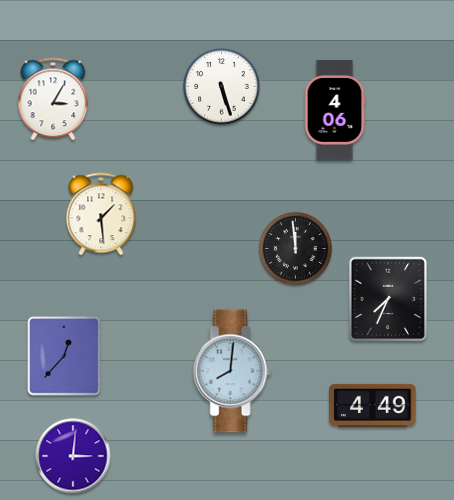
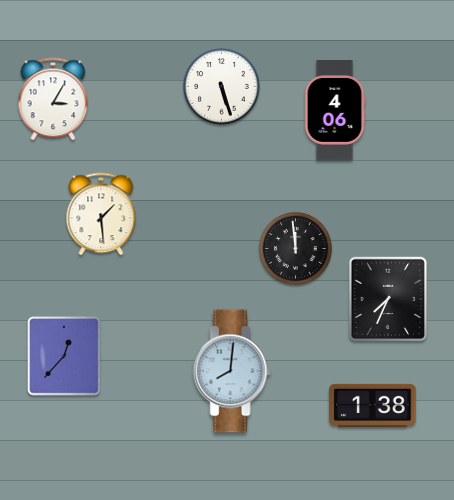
clock at (373, 405): 4:49 -> 1:38
clock at (73, 456): 3:01 -> none
